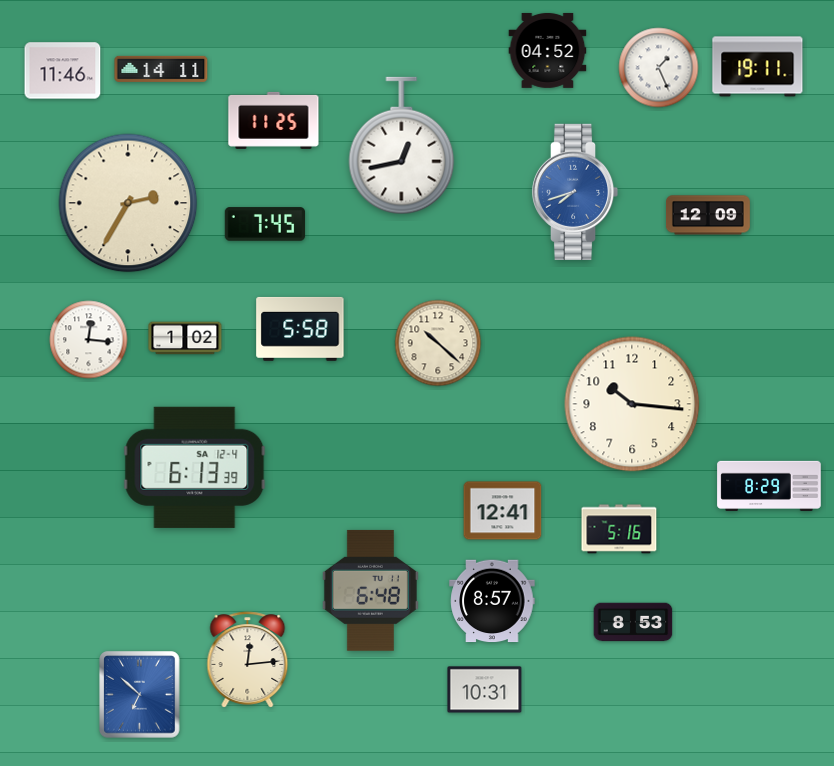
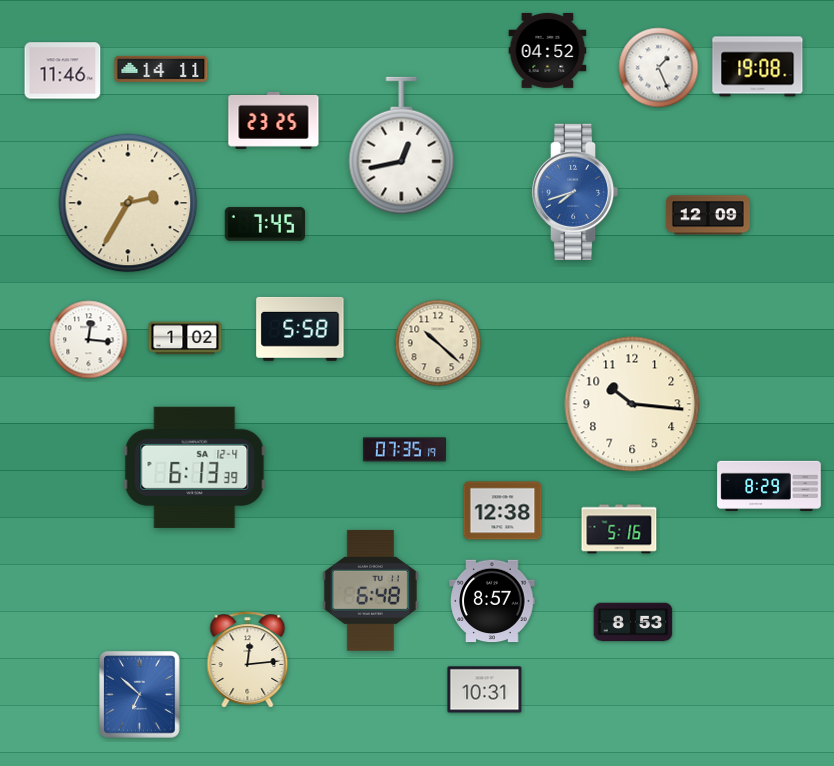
clock at (758, 67): 19:11 -> 19:08
clock at (274, 120): 11:25 -> 23:25
clock at (404, 450): none -> 07:35
clock at (503, 511): 12:41 -> 12:38
